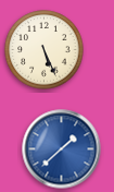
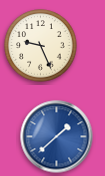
clock at (45, 50): 5:26 -> 9:26
